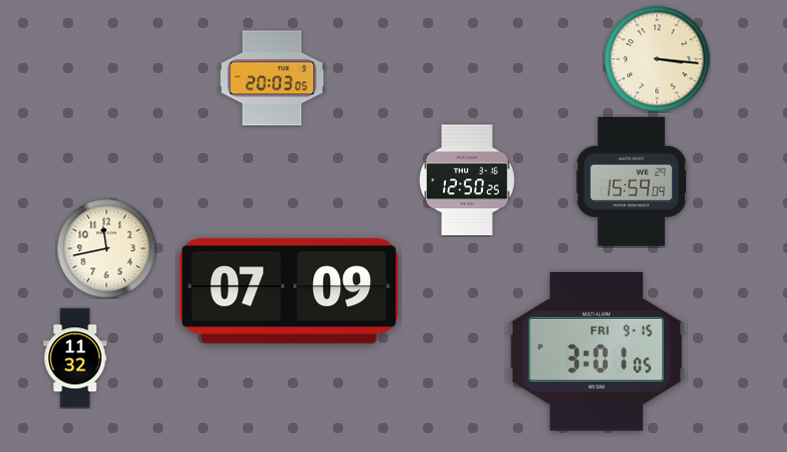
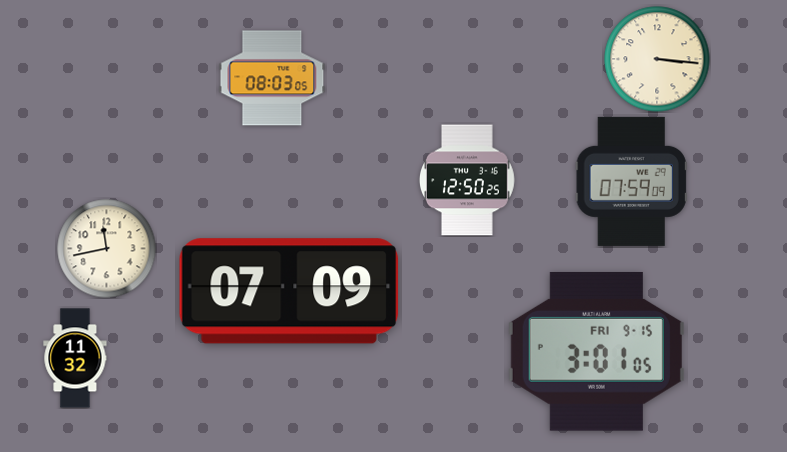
clock at (272, 78): 20:03 -> 08:03
clock at (631, 181): 15:59 -> 07:59
